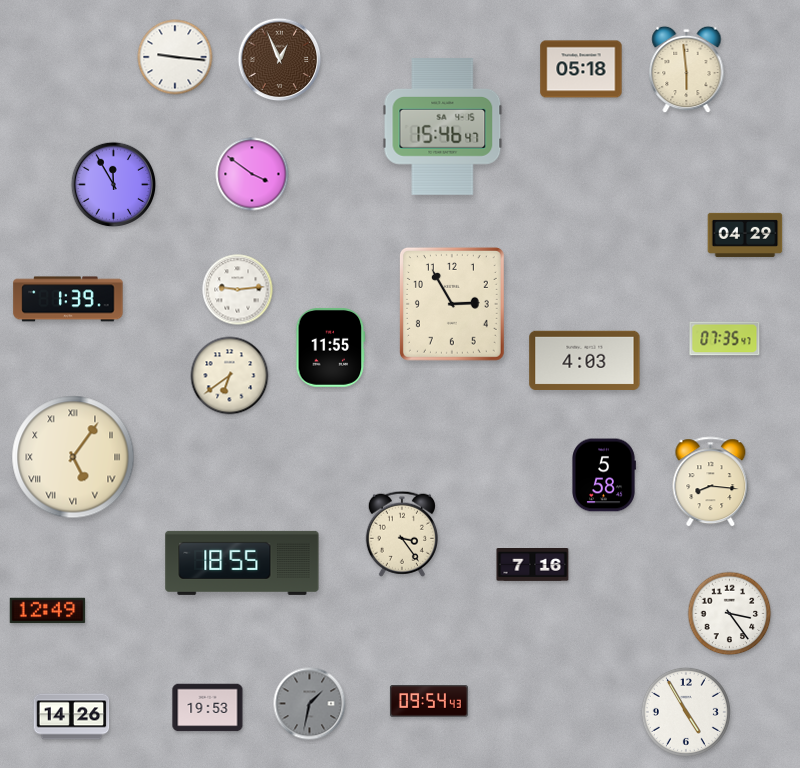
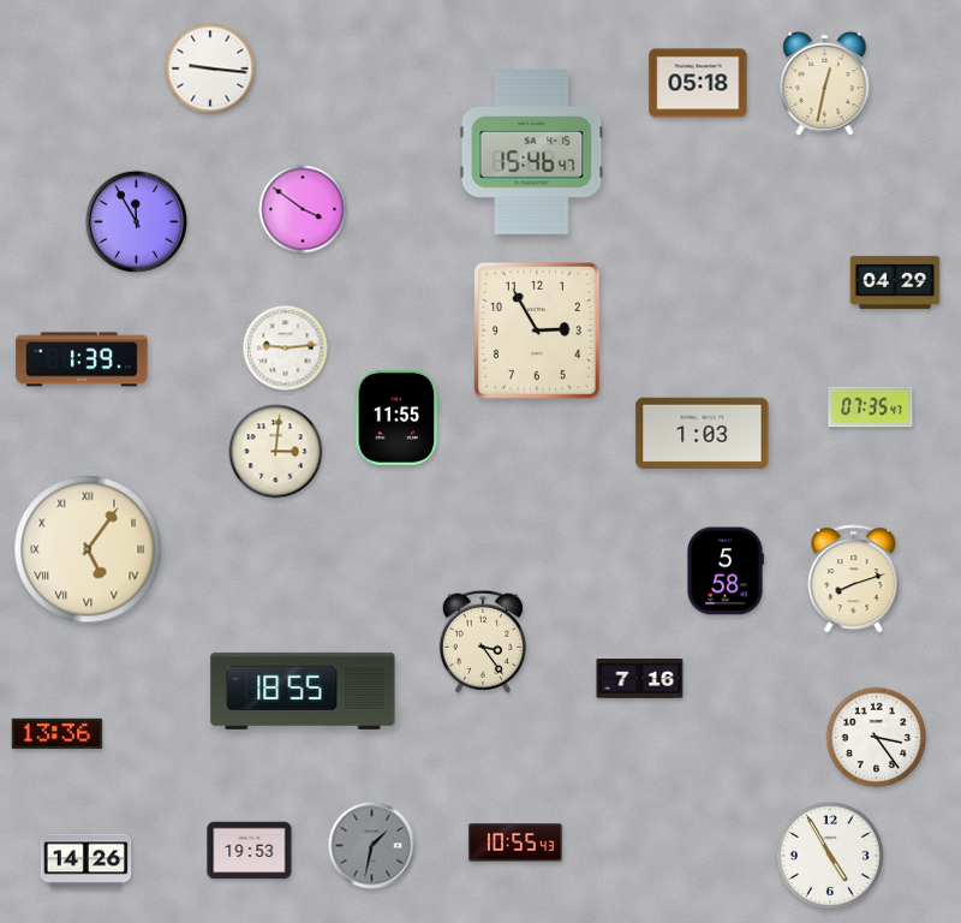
clock at (280, 60): 12:56 -> none
clock at (687, 70): 5:59 -> 12:32
clock at (452, 304) position: (452, 304) -> (537, 331)
clock at (585, 360): 4:03 -> 1:03
clock at (230, 376): 6:39 -> 3:01
clock at (711, 482): 8:16 -> 8:12
clock at (242, 563) position: (242, 563) -> (303, 691)
clock at (48, 611): 12:49 -> 13:36
clock at (429, 701): 09:54 -> 10:55
clock at (686, 712) position: (686, 712) -> (830, 856)
